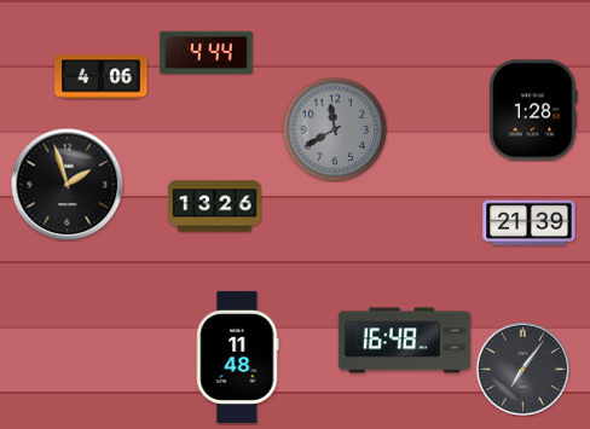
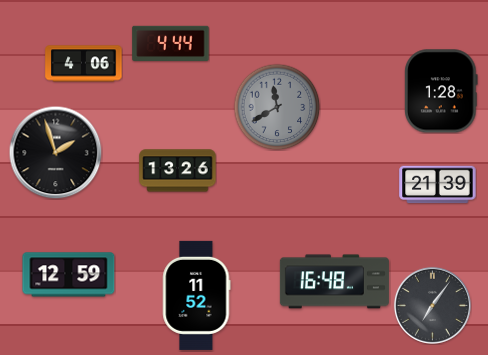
clock at (69, 275): none -> 12:59
clock at (238, 356): 11:48 -> 11:52
